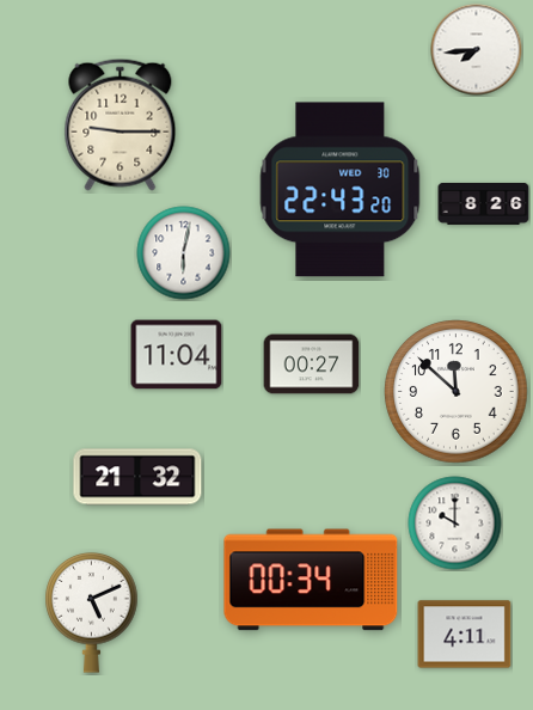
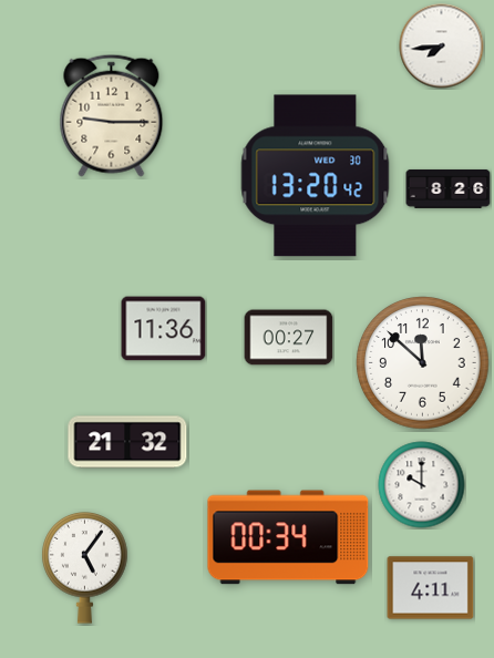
clock at (341, 190): 22:43 -> 13:20
clock at (184, 253): 6:02 -> none
clock at (177, 355): 11:04 -> 11:36
clock at (92, 612): 5:11 -> 5:06
